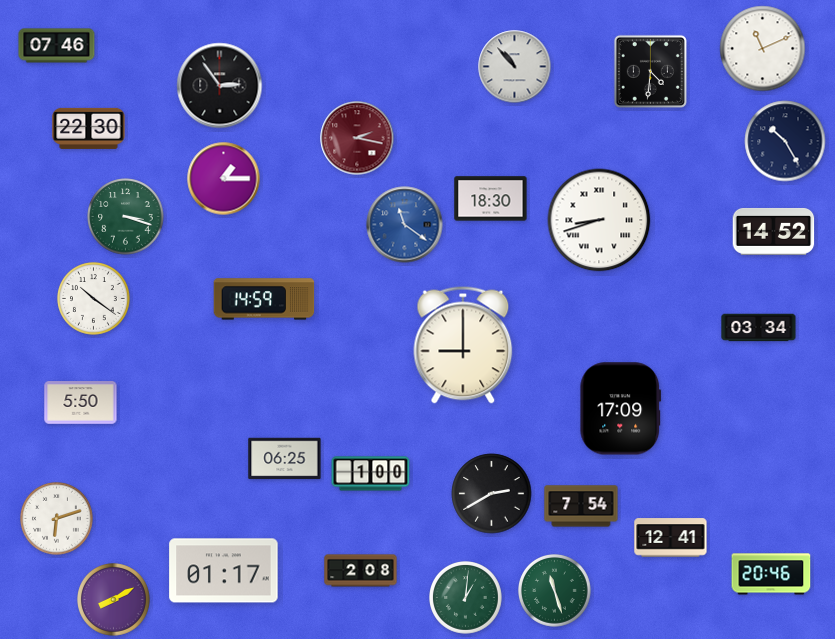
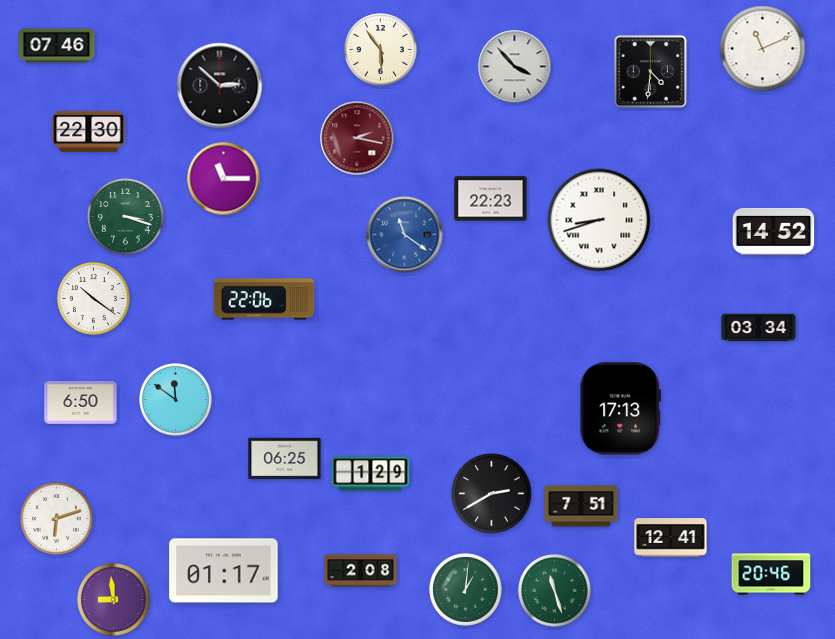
clock at (381, 50): none -> 5:54
clock at (515, 67): 10:53 -> 3:53
clock at (220, 86): 2:54 -> 2:52
clock at (89, 128) position: (89, 128) -> (89, 131)
clock at (785, 141): 10:25 -> none
clock at (224, 179): 1:15 -> 11:15
clock at (491, 199): 18:30 -> 22:23
clock at (405, 225) position: (405, 225) -> (405, 235)
clock at (264, 299): 14:59 -> 22:06
clock at (463, 345): 9:00 -> none
clock at (176, 400): none -> 11:51
clock at (81, 403): 5:50 -> 6:50
clock at (621, 409): 17:09 -> 17:13
clock at (371, 474): 1:00 -> 1:29
clock at (581, 506): 7:54 -> 7:51
clock at (466, 598) position: (466, 598) -> (466, 590)
clock at (114, 600): 8:10 -> 8:59
